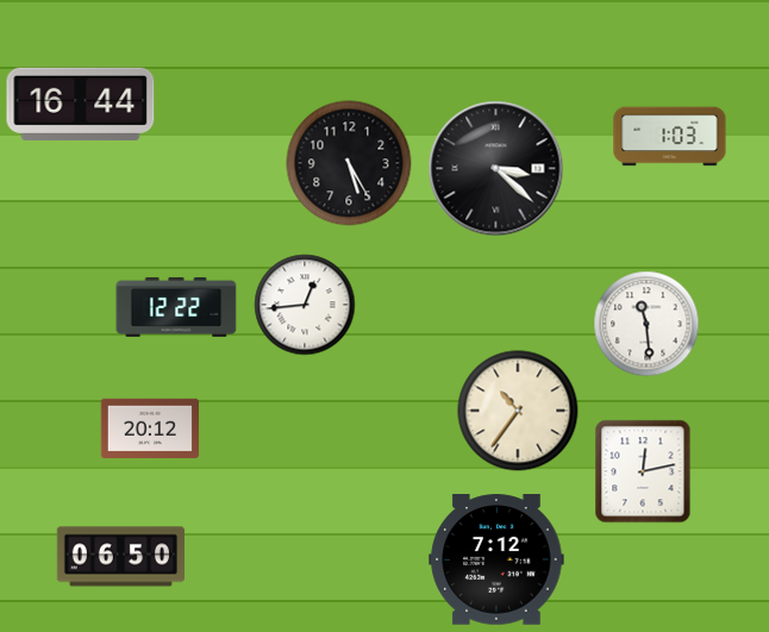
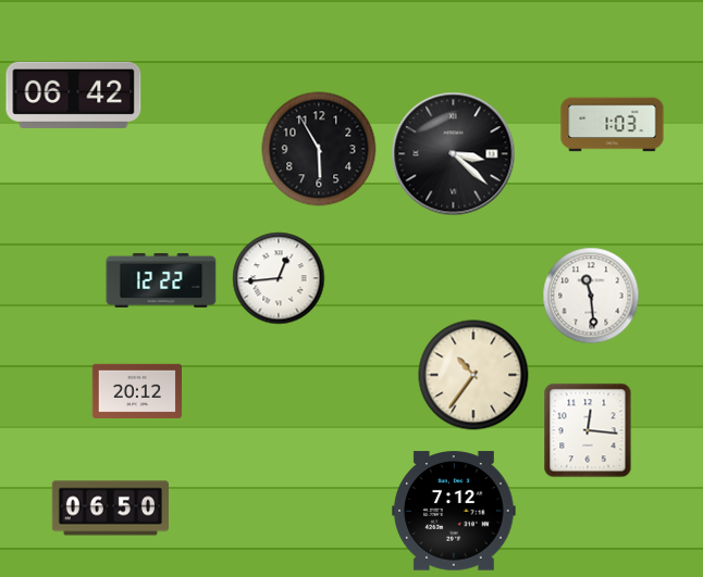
clock at (81, 104): 16:44 -> 06:42
clock at (349, 163): 5:25 -> 5:55
clock at (643, 471): 12:13 -> 12:16
